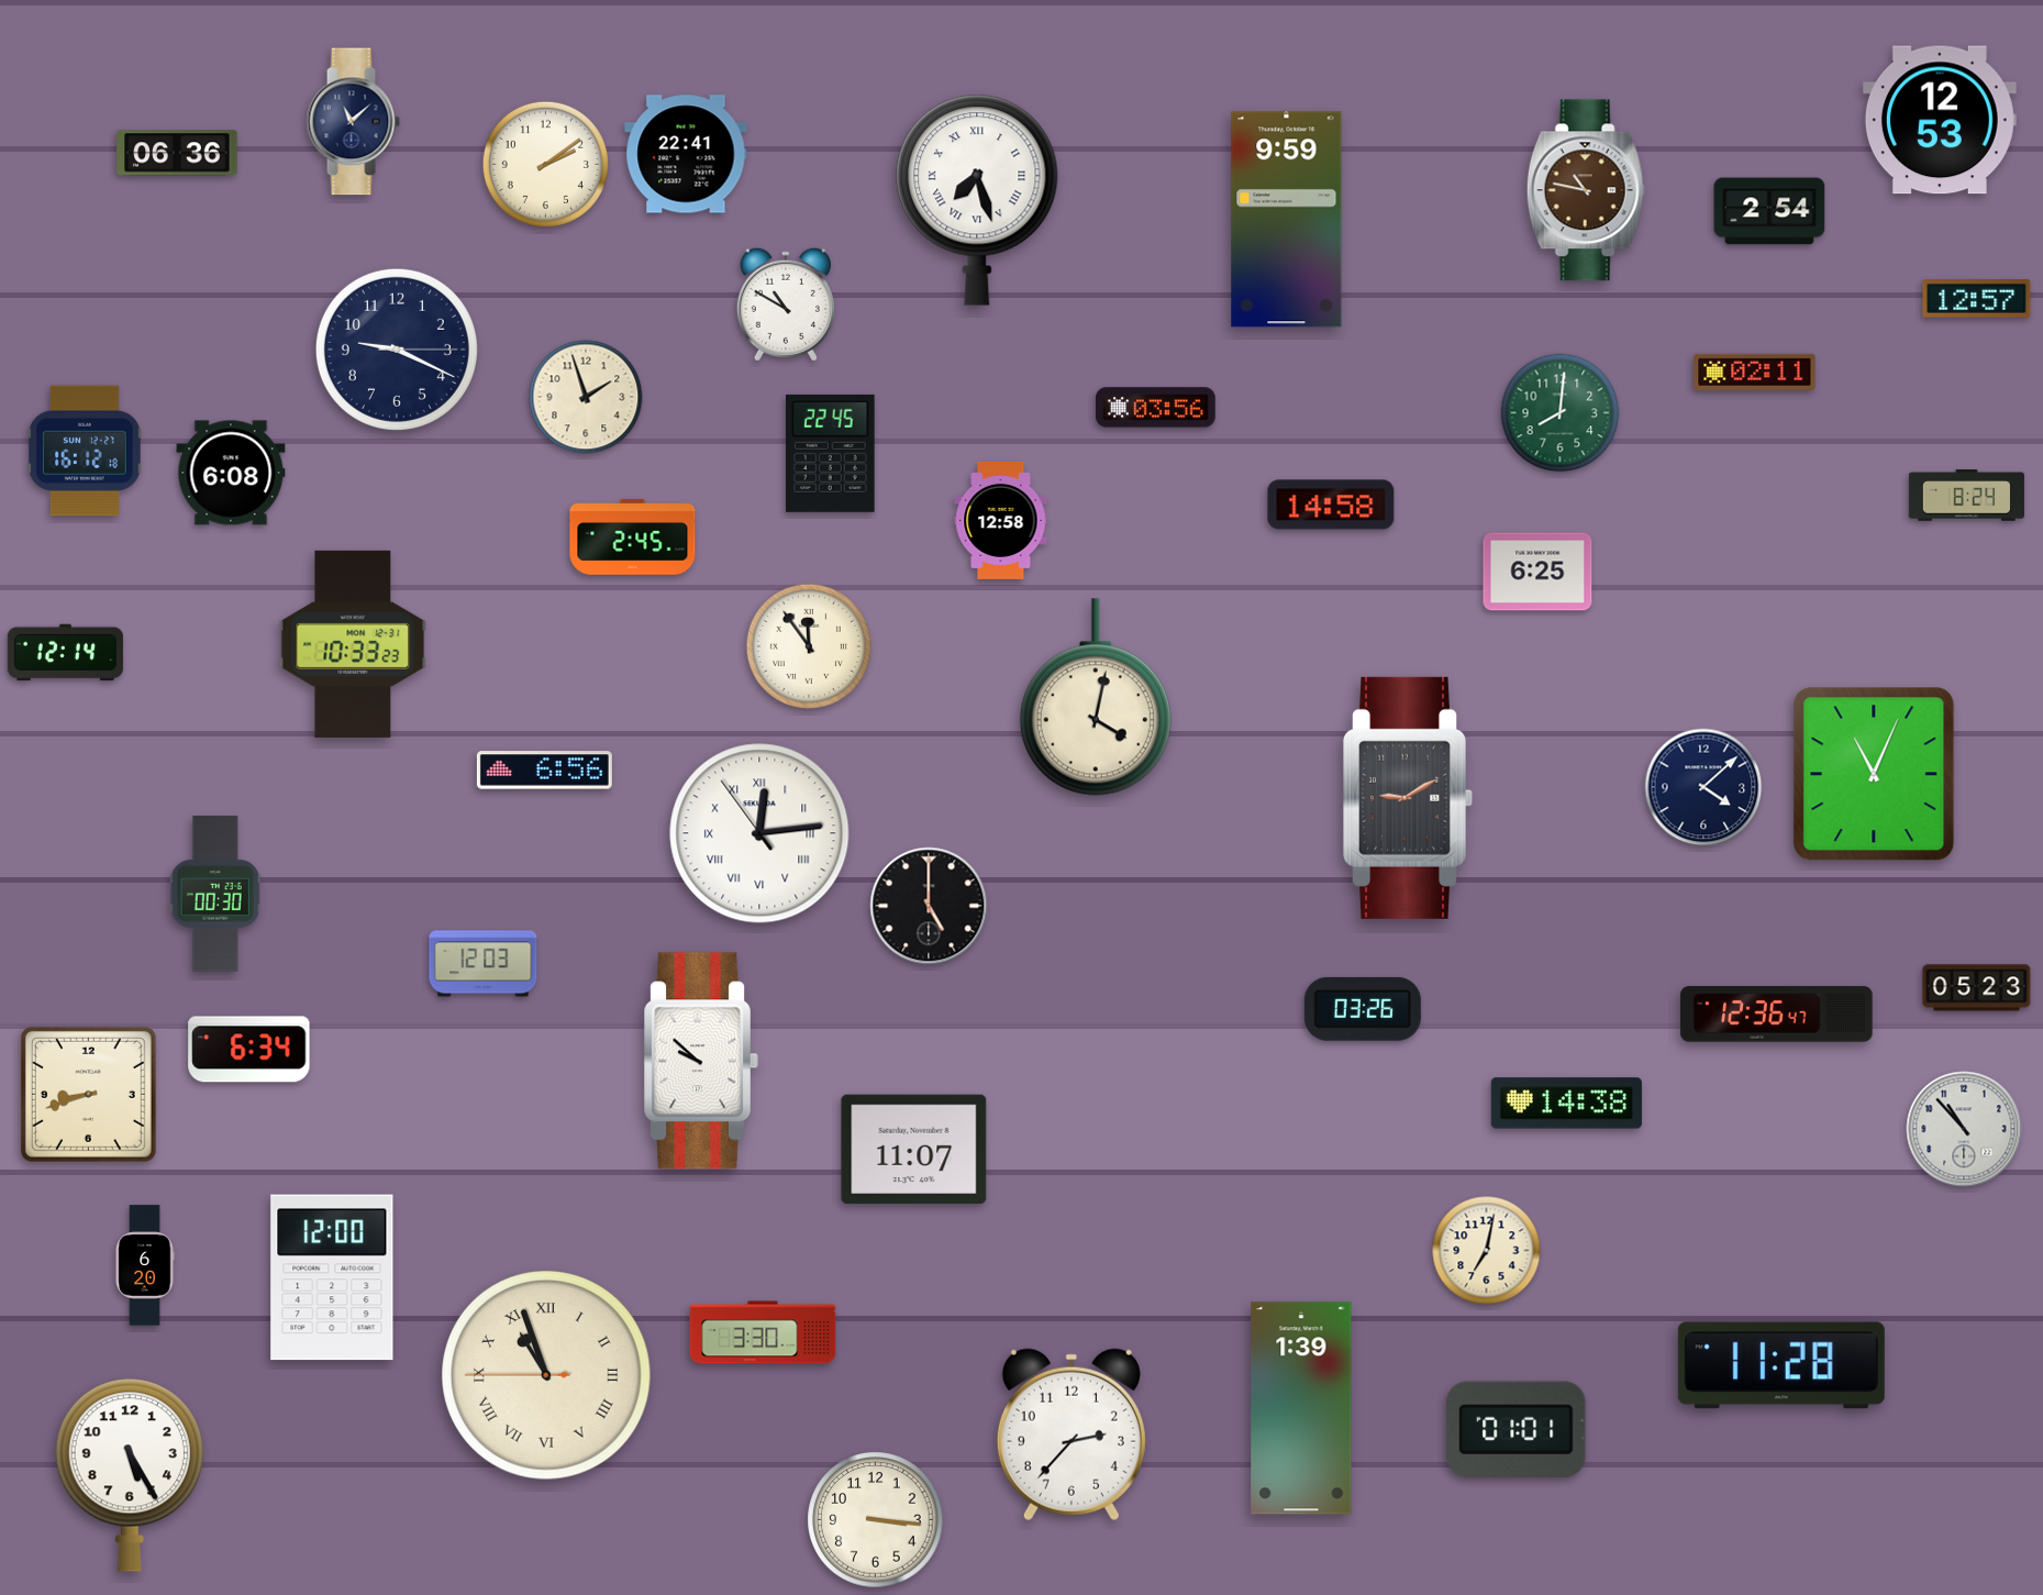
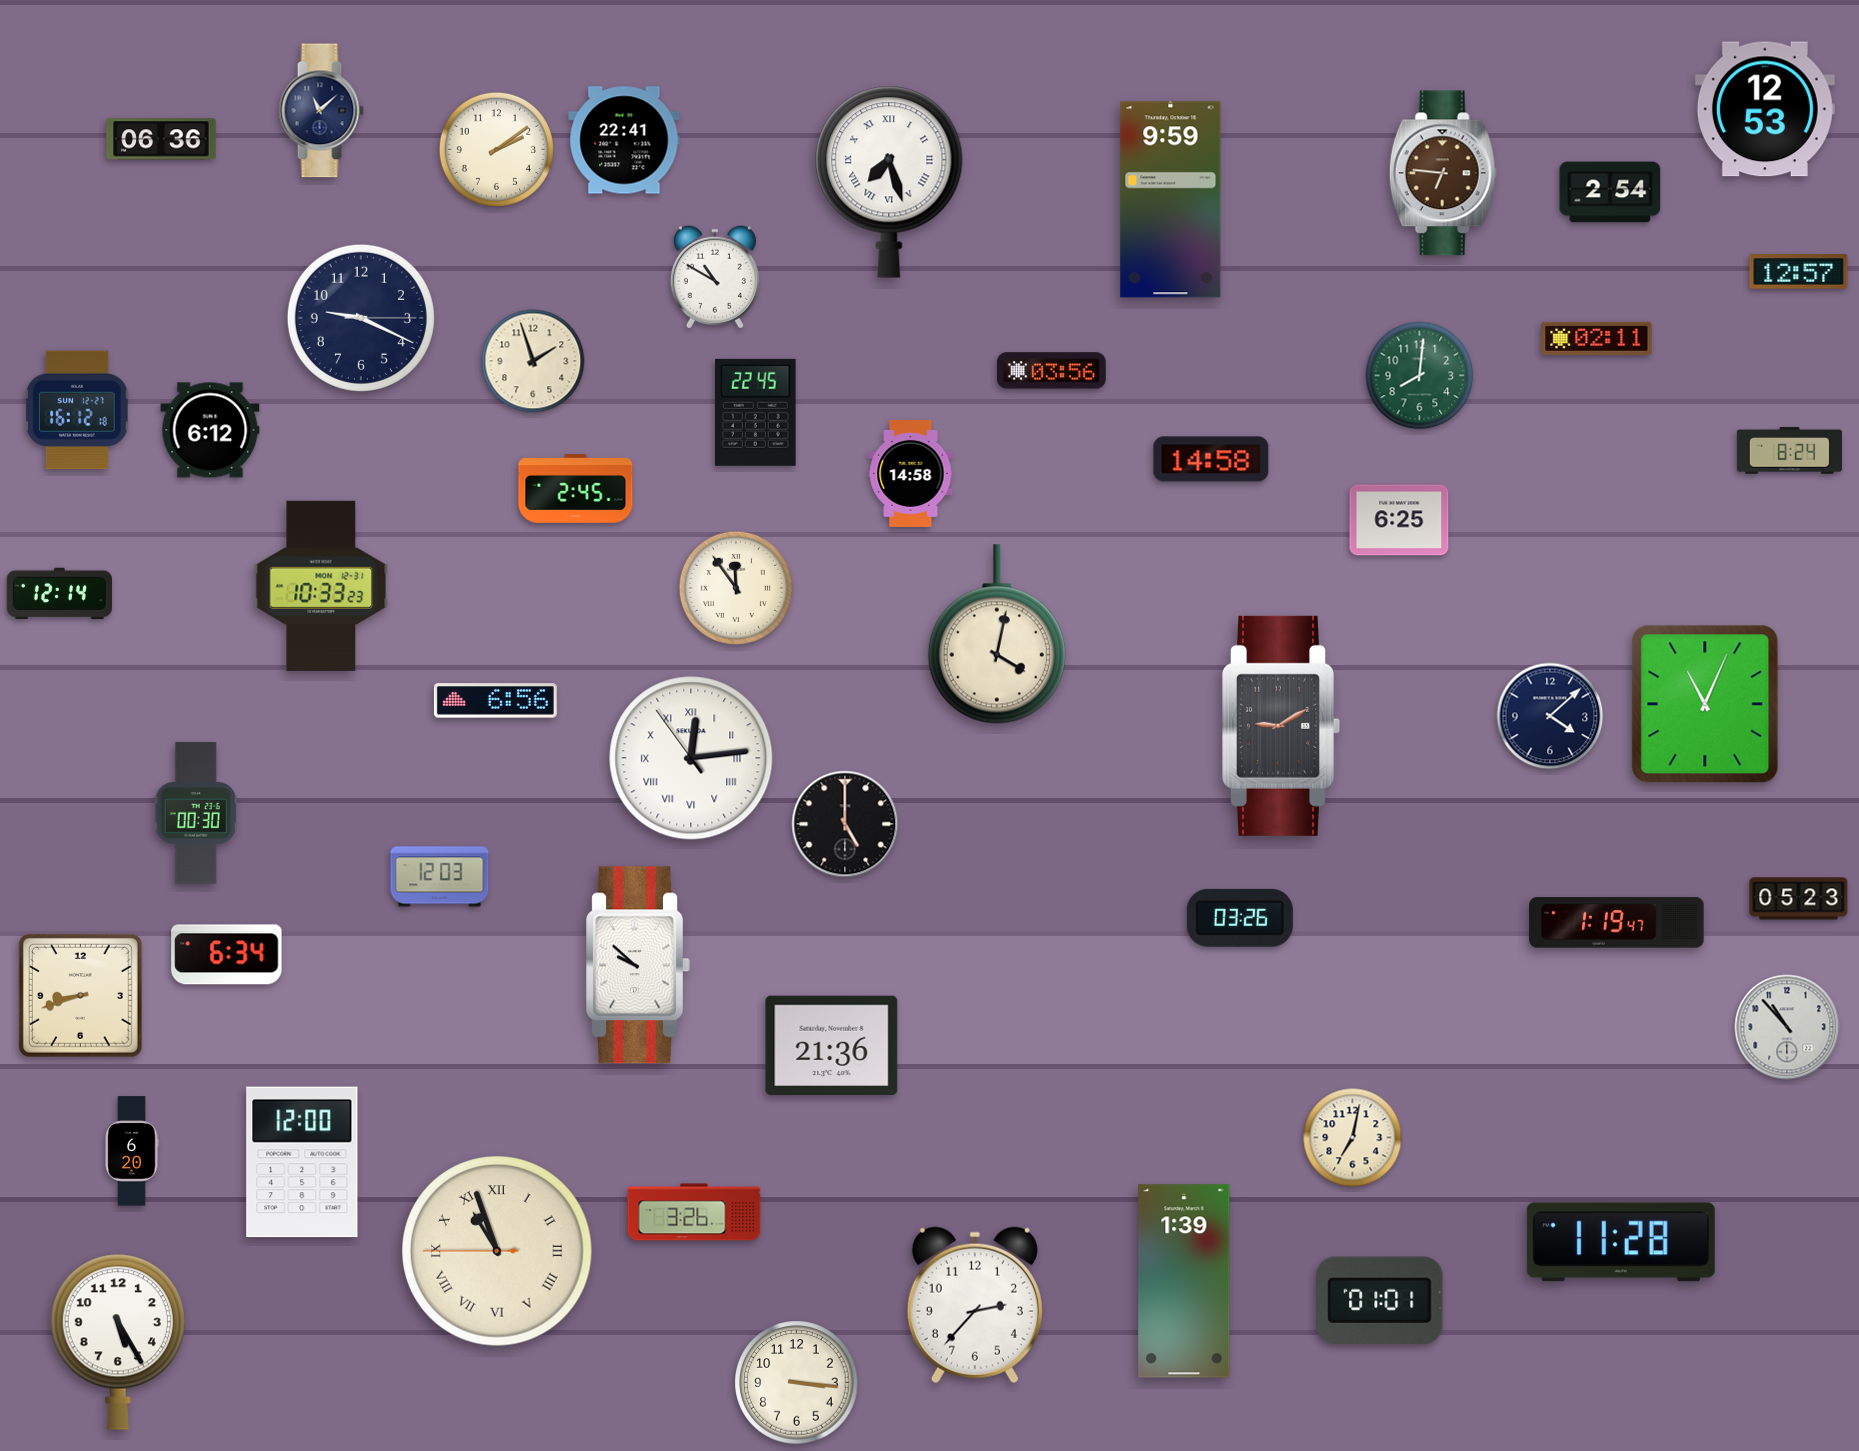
clock at (1586, 190): 10:47 -> 6:46
clock at (231, 473): 6:08 -> 6:12
clock at (1001, 520): 12:58 -> 14:58
clock at (1777, 1015): 12:36 -> 1:19
clock at (1566, 1104): 14:38 -> none
clock at (914, 1150): 11:07 -> 21:36
clock at (763, 1332): 3:30 -> 3:26
